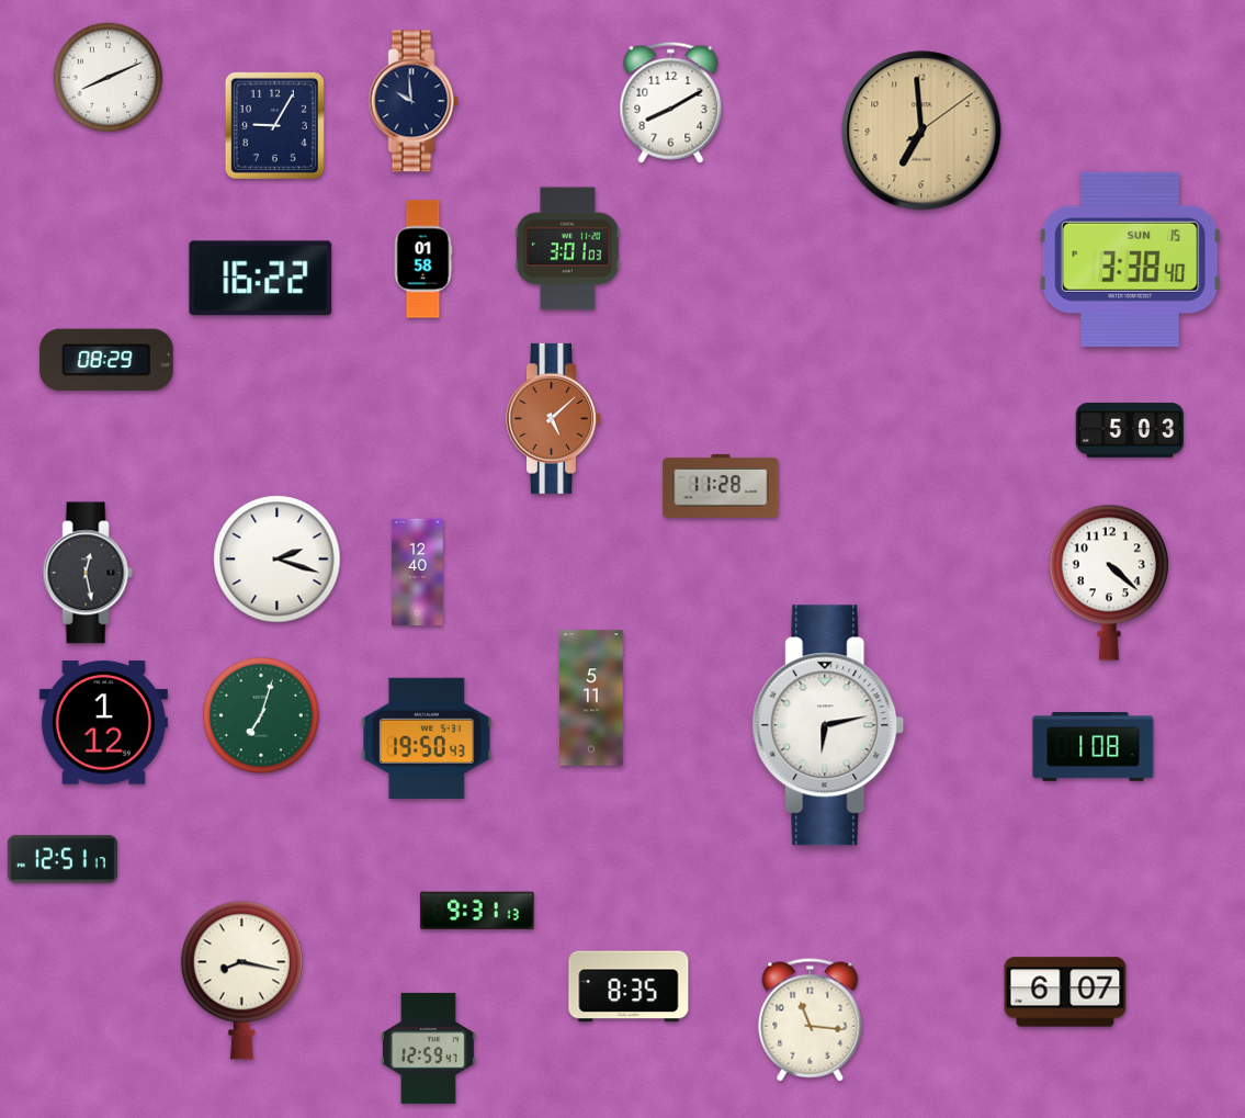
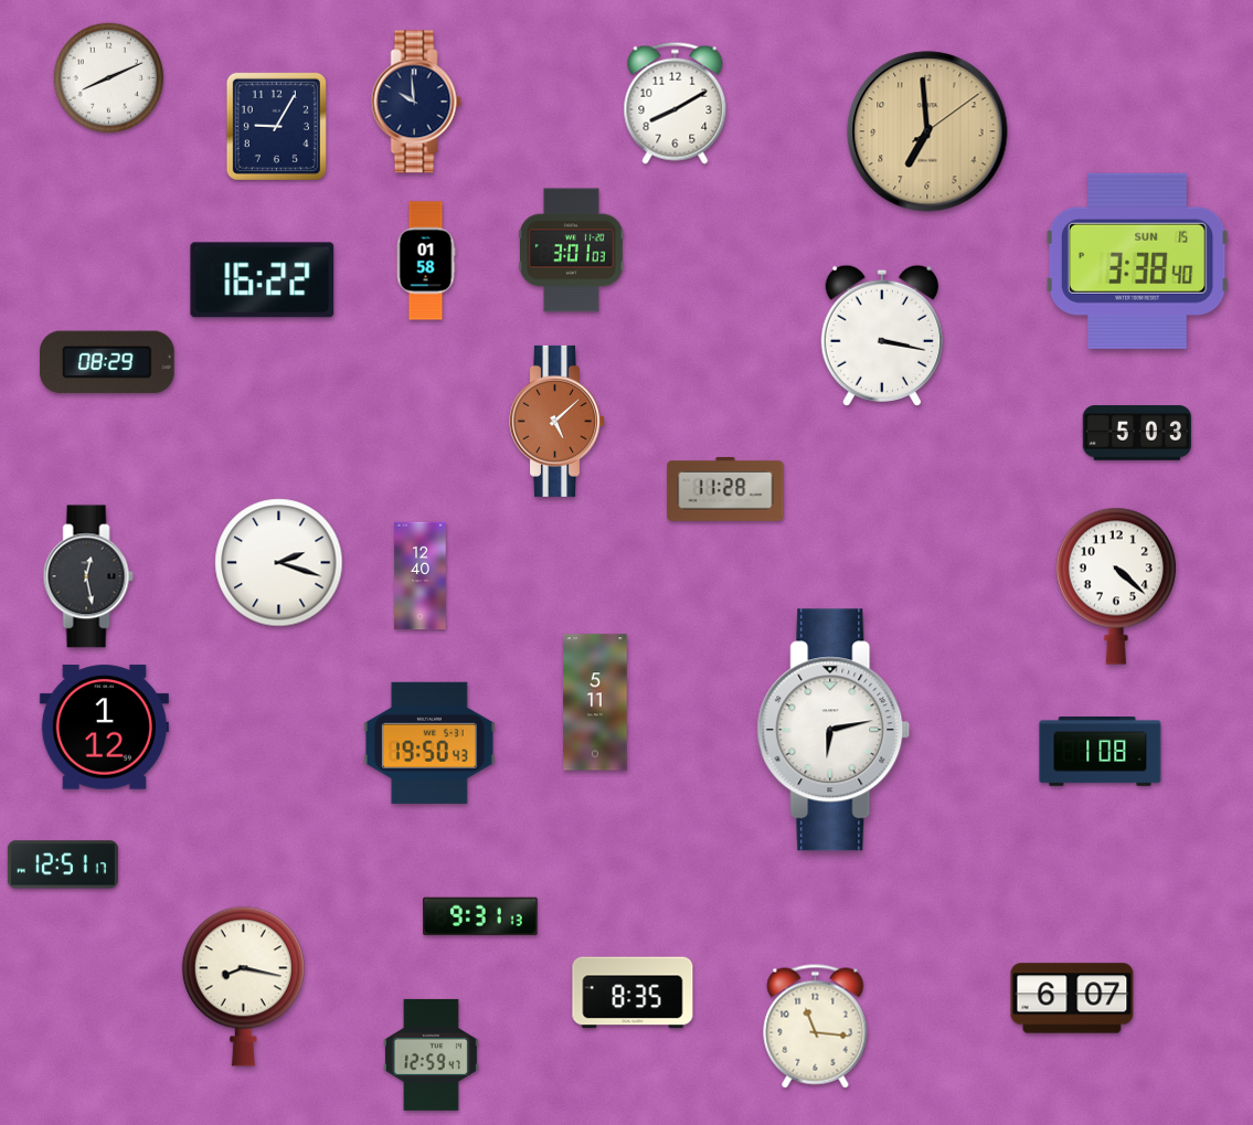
clock at (882, 336): none -> 3:17
clock at (261, 715): 7:03 -> none
